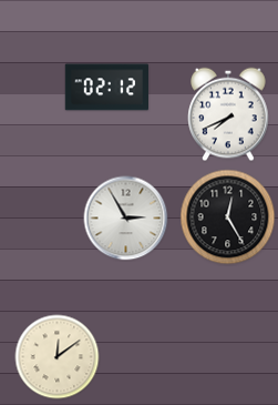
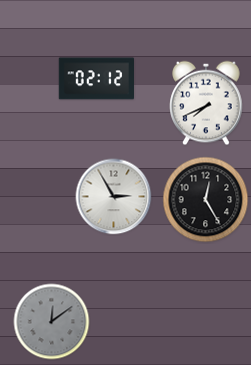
clock at (228, 217) position: (228, 217) -> (206, 200)
clock at (58, 357) dial: cream -> grey
